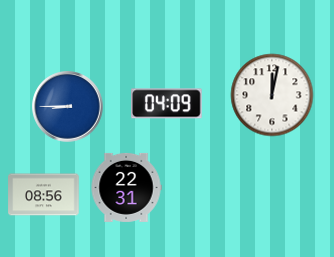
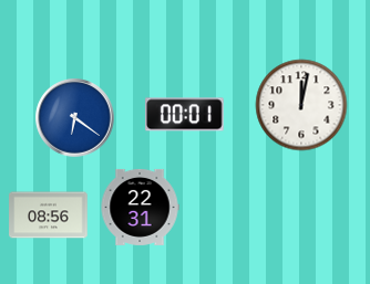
clock at (167, 104): 04:09 -> 00:01
clock at (68, 107): 8:45 -> 6:21
